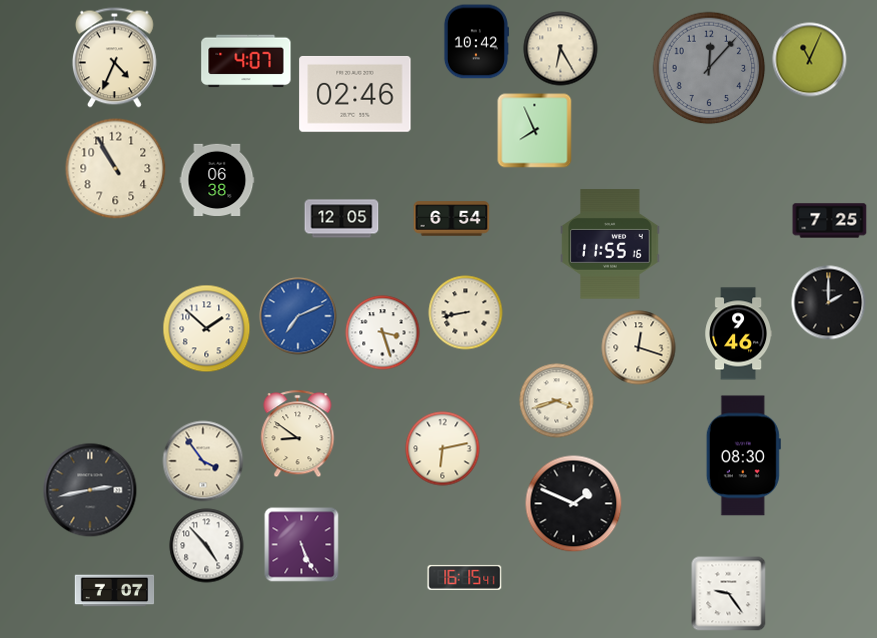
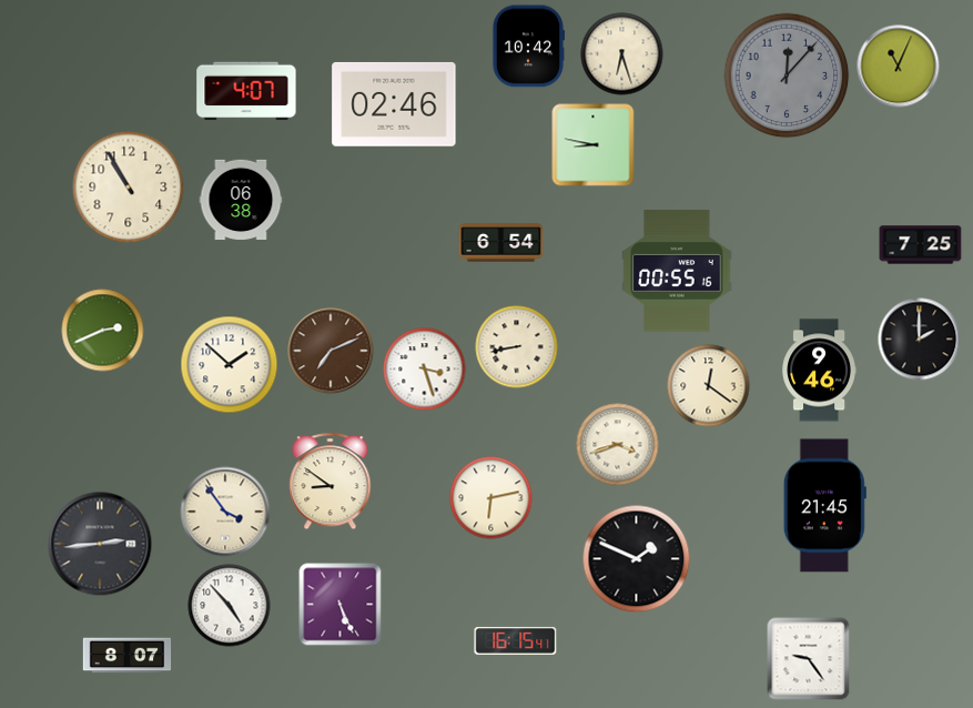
clock at (561, 49): 6:25 -> 6:27
clock at (114, 58): 4:34 -> none
clock at (246, 61) position: (246, 61) -> (246, 91)
clock at (535, 131): 7:56 -> 8:47
clock at (342, 219): 12:05 -> none
clock at (610, 244): 11:55 -> 00:55
clock at (103, 331): none -> 2:41
clock at (829, 303) position: (829, 303) -> (920, 340)
clock at (298, 316) dial: blue -> brown
clock at (639, 348): 12:18 -> 12:21
clock at (743, 456): 08:30 -> 21:45
clock at (90, 490): 2:43 -> 2:44
clock at (302, 545) position: (302, 545) -> (341, 605)
clock at (115, 591): 7:07 -> 8:07
